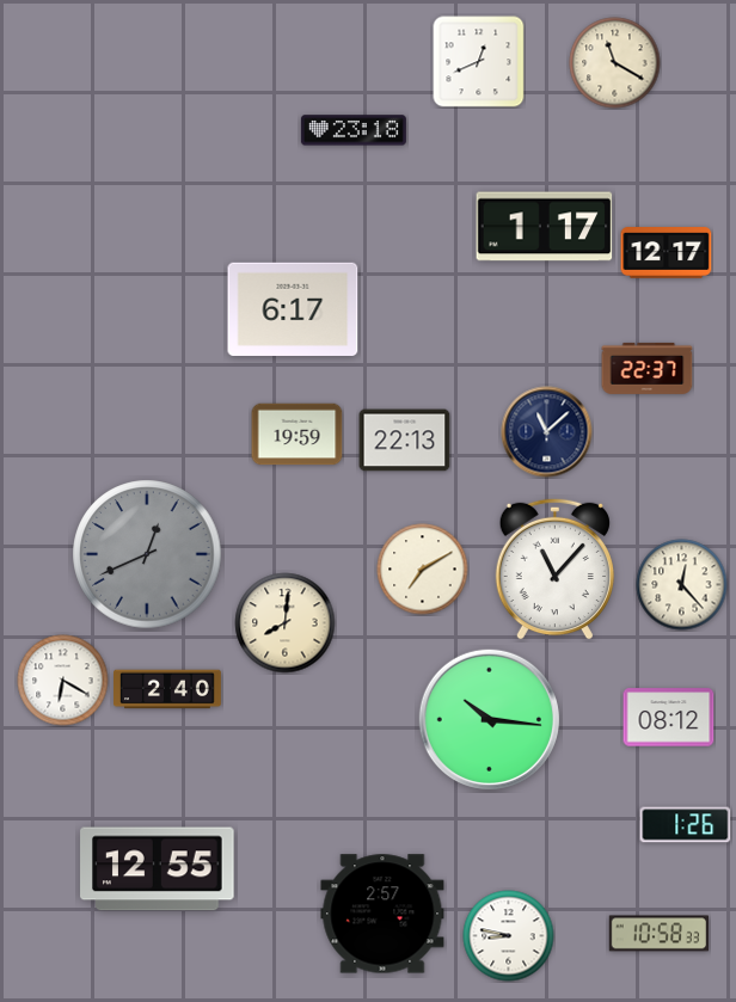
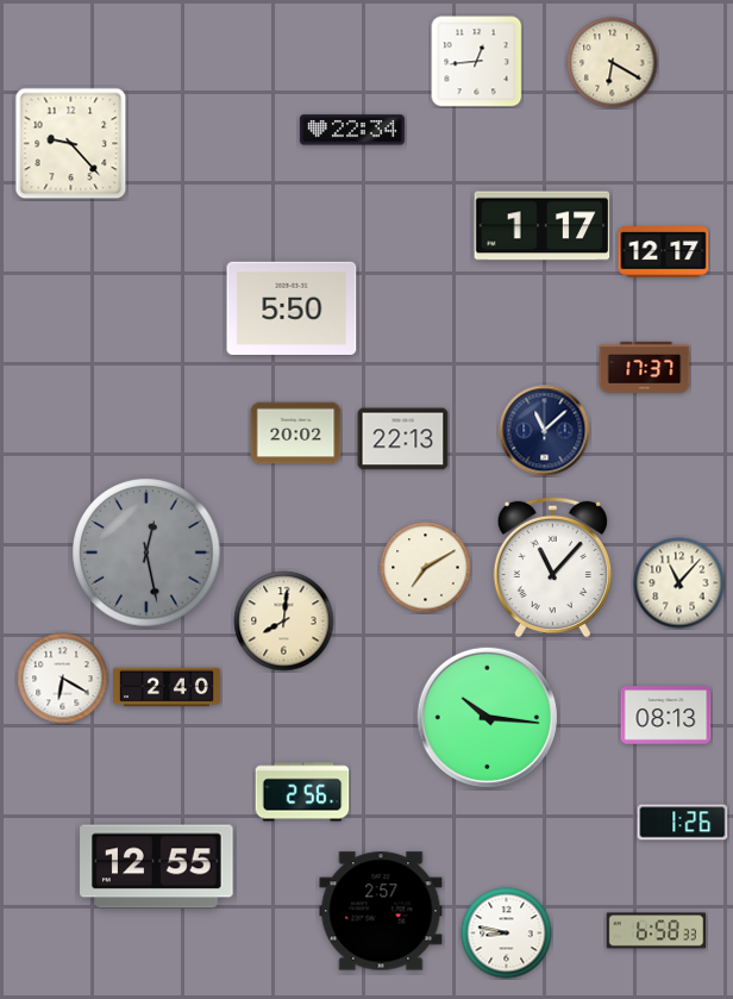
clock at (479, 62): 12:41 -> 12:44
clock at (615, 63): 11:20 -> 6:20
clock at (354, 130): 23:18 -> 22:34
clock at (71, 144): none -> 9:23
clock at (293, 309): 6:17 -> 5:50
clock at (648, 368): 22:37 -> 17:37
clock at (298, 435): 19:59 -> 20:02
clock at (147, 554): 12:41 -> 12:28
clock at (423, 570) position: (423, 570) -> (426, 568)
clock at (682, 585): 12:23 -> 11:07
clock at (669, 718): 08:12 -> 08:13
clock at (302, 792): none -> 2:56
clock at (660, 934): 10:58 -> 6:58
